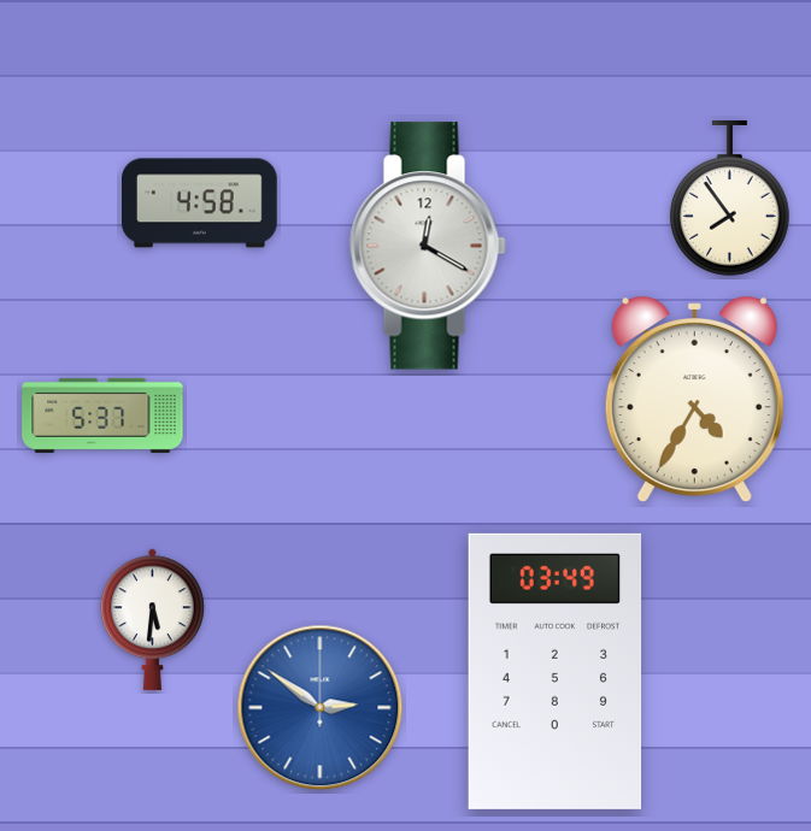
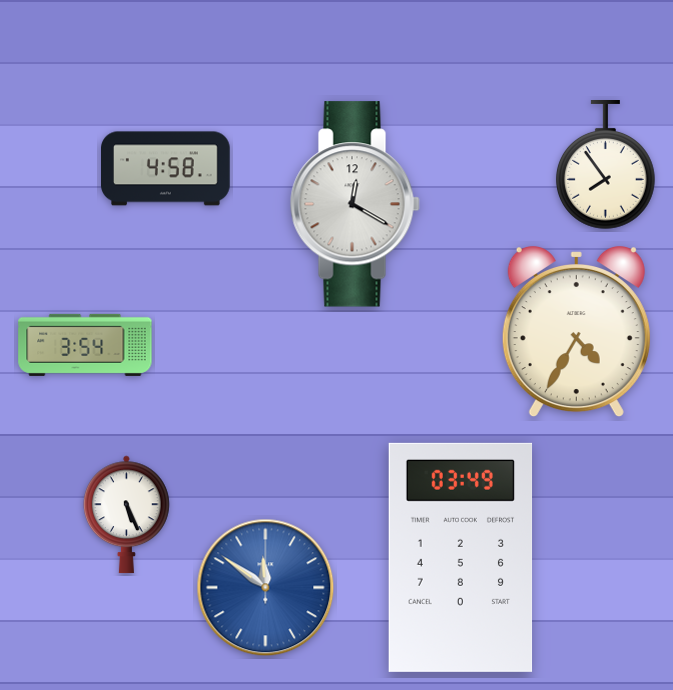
clock at (102, 415): 5:37 -> 3:54
clock at (152, 620): 5:31 -> 5:26
clock at (321, 708): 2:51 -> 11:51
